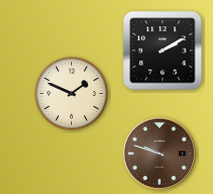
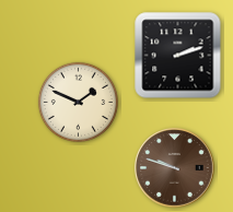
clock at (163, 51): 2:10 -> 2:12
